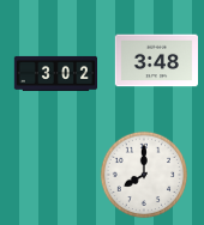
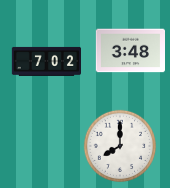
clock at (55, 73): 3:02 -> 7:02
